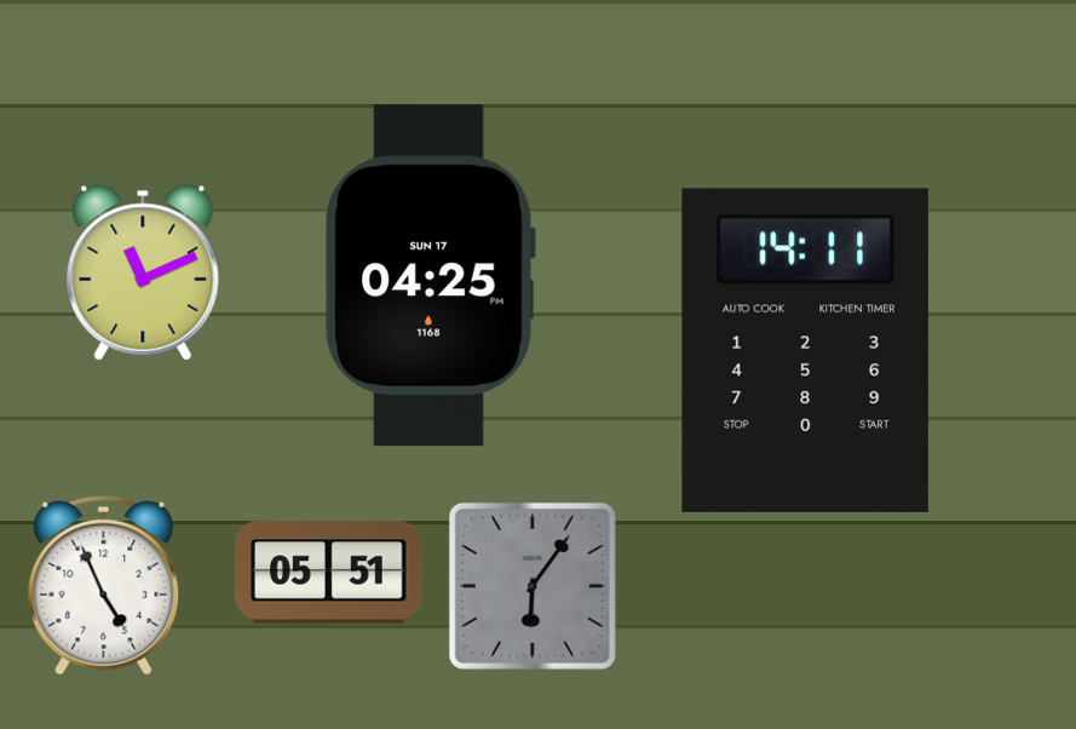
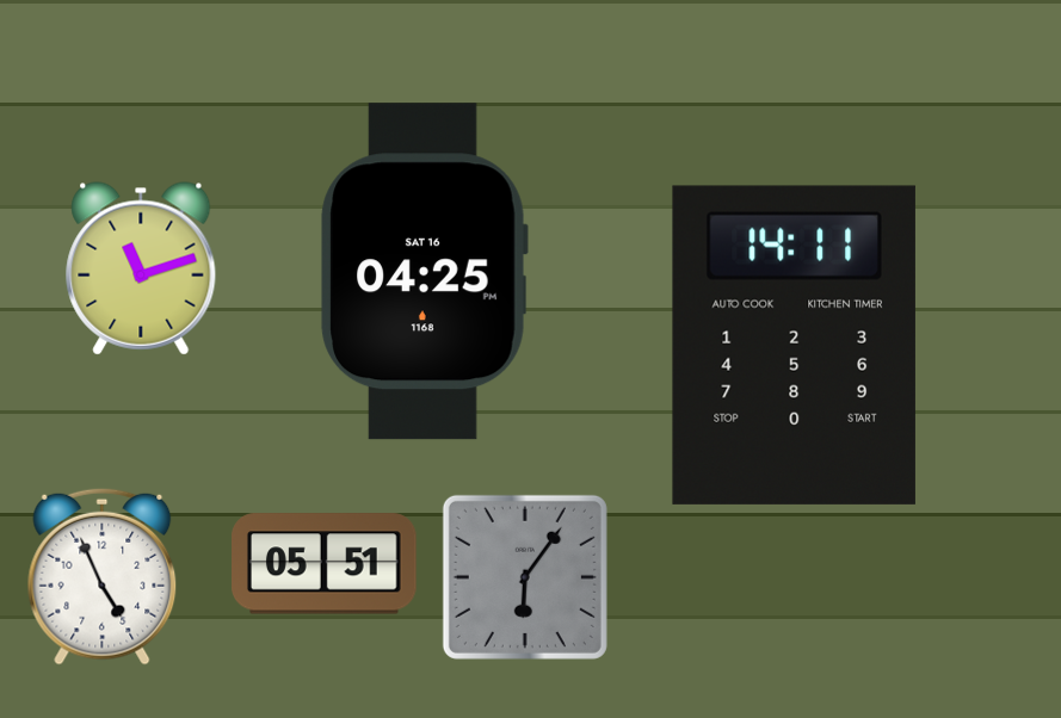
clock at (143, 272): 11:11 -> 11:12
clock at (430, 276) date: SUN 17 -> SAT 16
